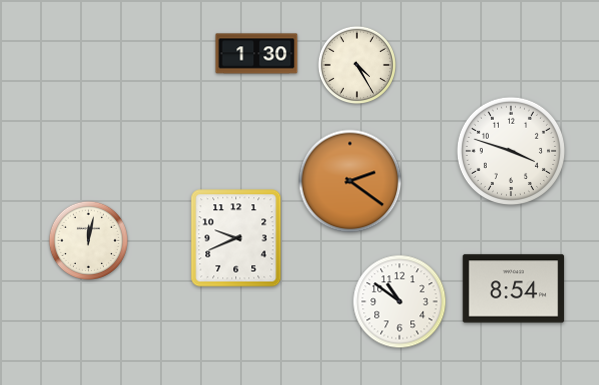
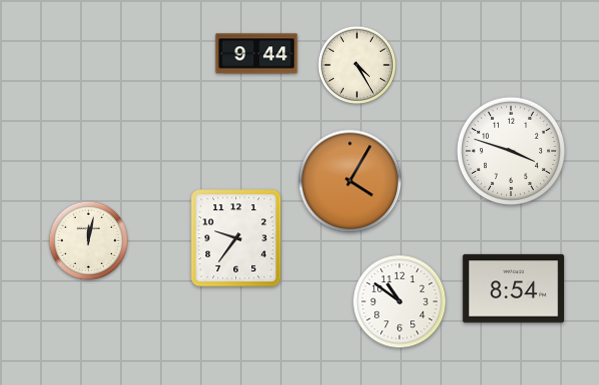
clock at (257, 54): 1:30 -> 9:44
clock at (350, 181): 2:21 -> 4:05
clock at (236, 238): 9:41 -> 9:36
